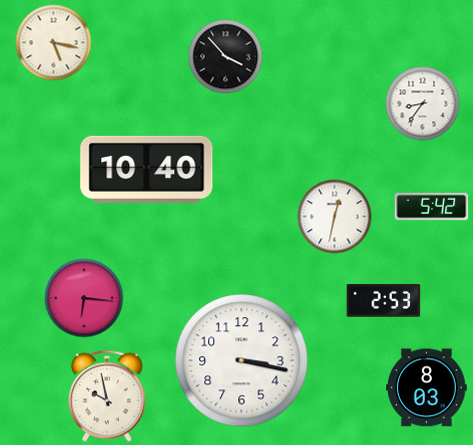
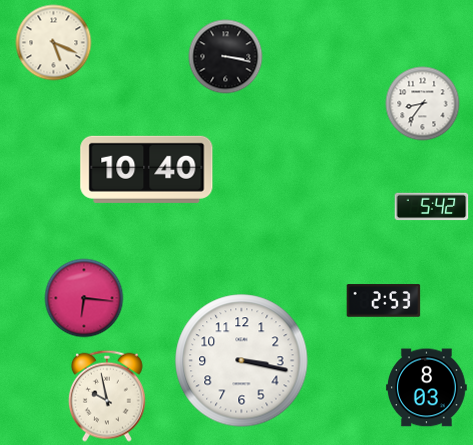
clock at (54, 43): 5:17 -> 5:19
clock at (226, 57): 3:53 -> 3:17
clock at (335, 217): 12:32 -> none
